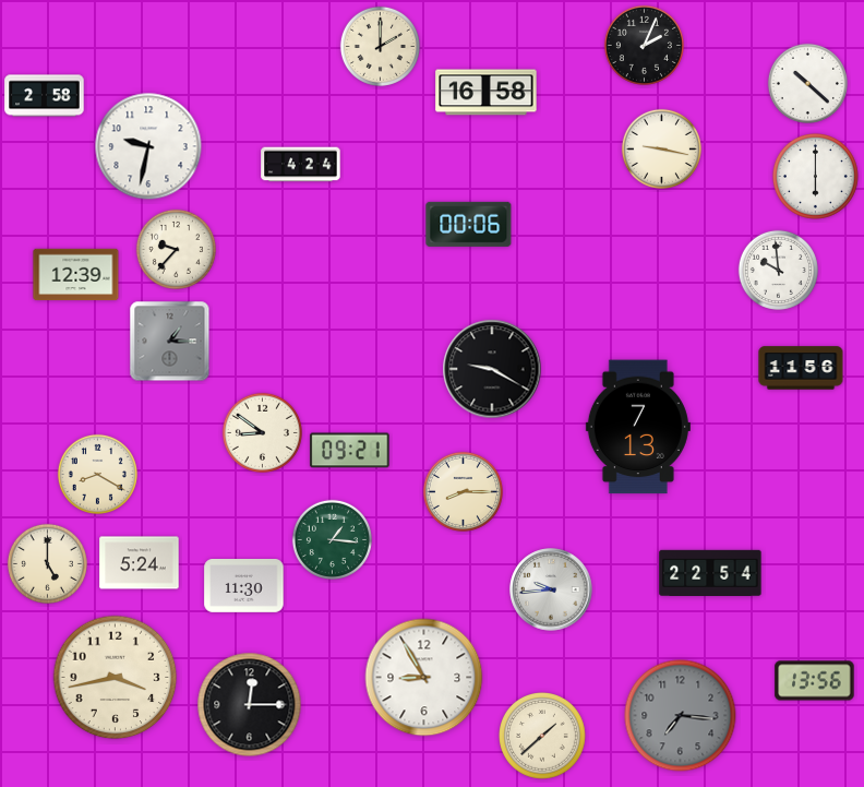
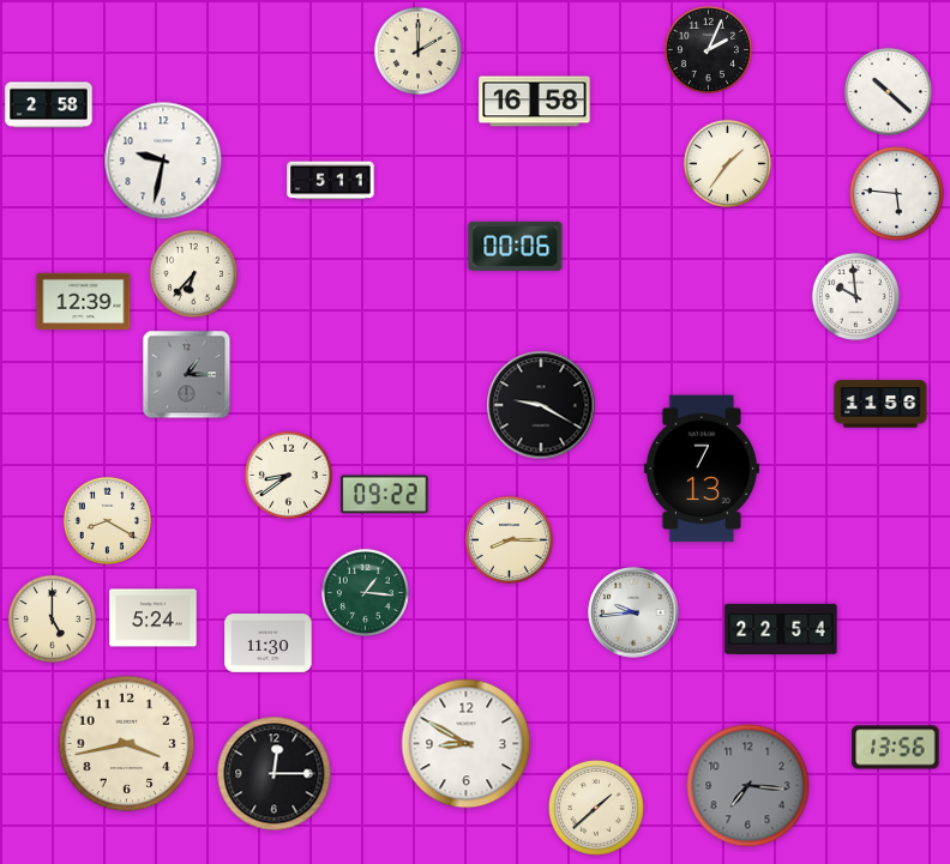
clock at (661, 148): 9:17 -> 1:36
clock at (301, 165): 4:24 -> 5:11
clock at (815, 176): 6:00 -> 5:46
clock at (176, 249): 9:37 -> 6:37
clock at (262, 432): 8:51 -> 8:39
clock at (350, 451): 09:21 -> 09:22
clock at (551, 589) position: (551, 589) -> (633, 612)
clock at (424, 678): 8:55 -> 8:50
